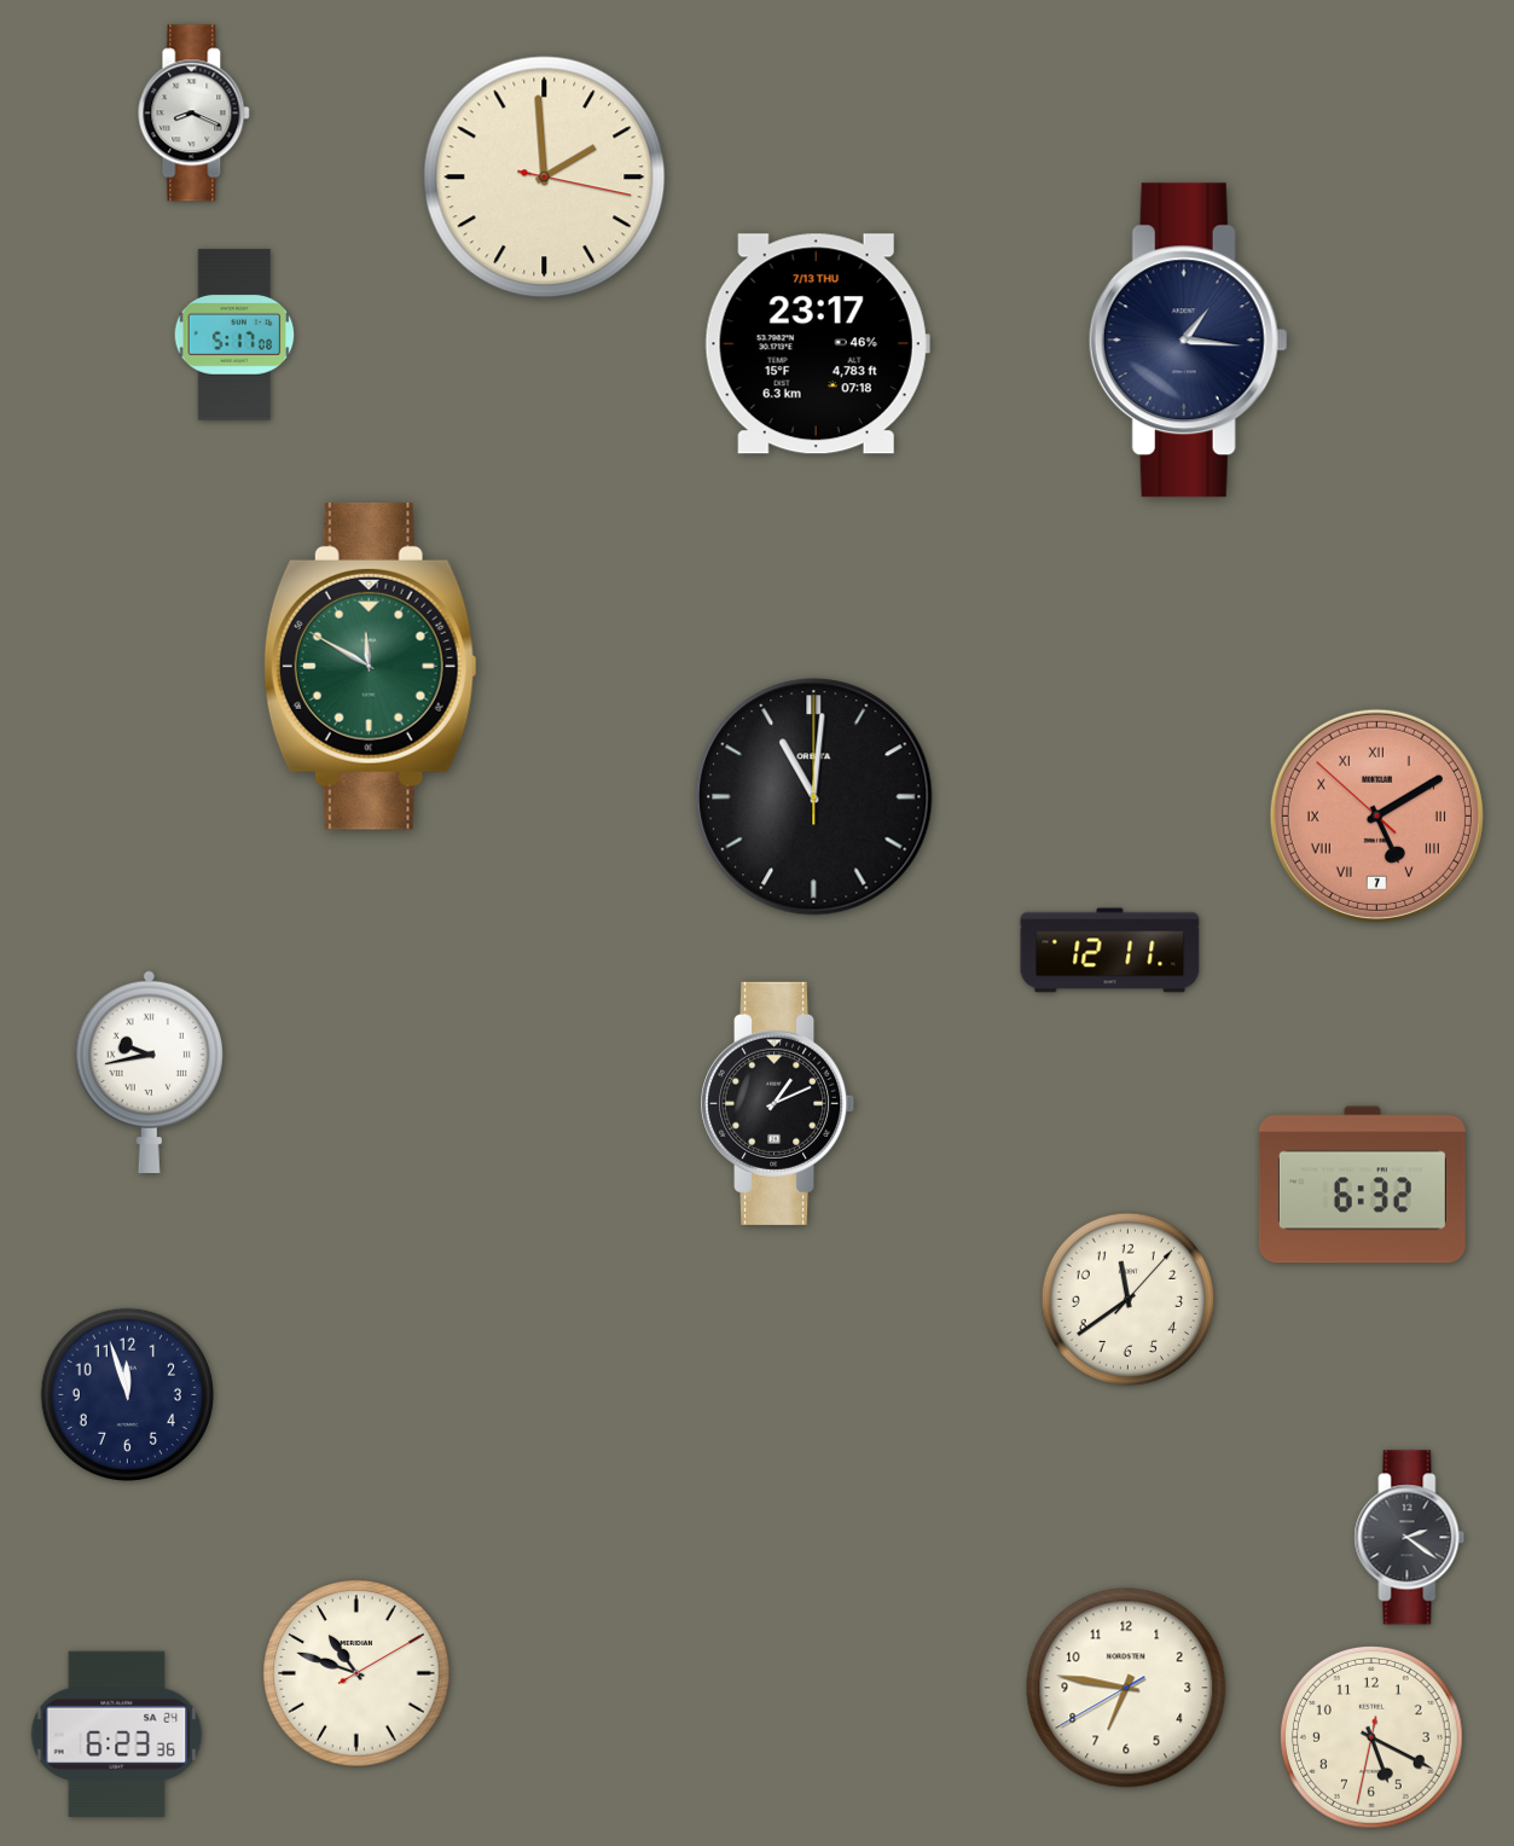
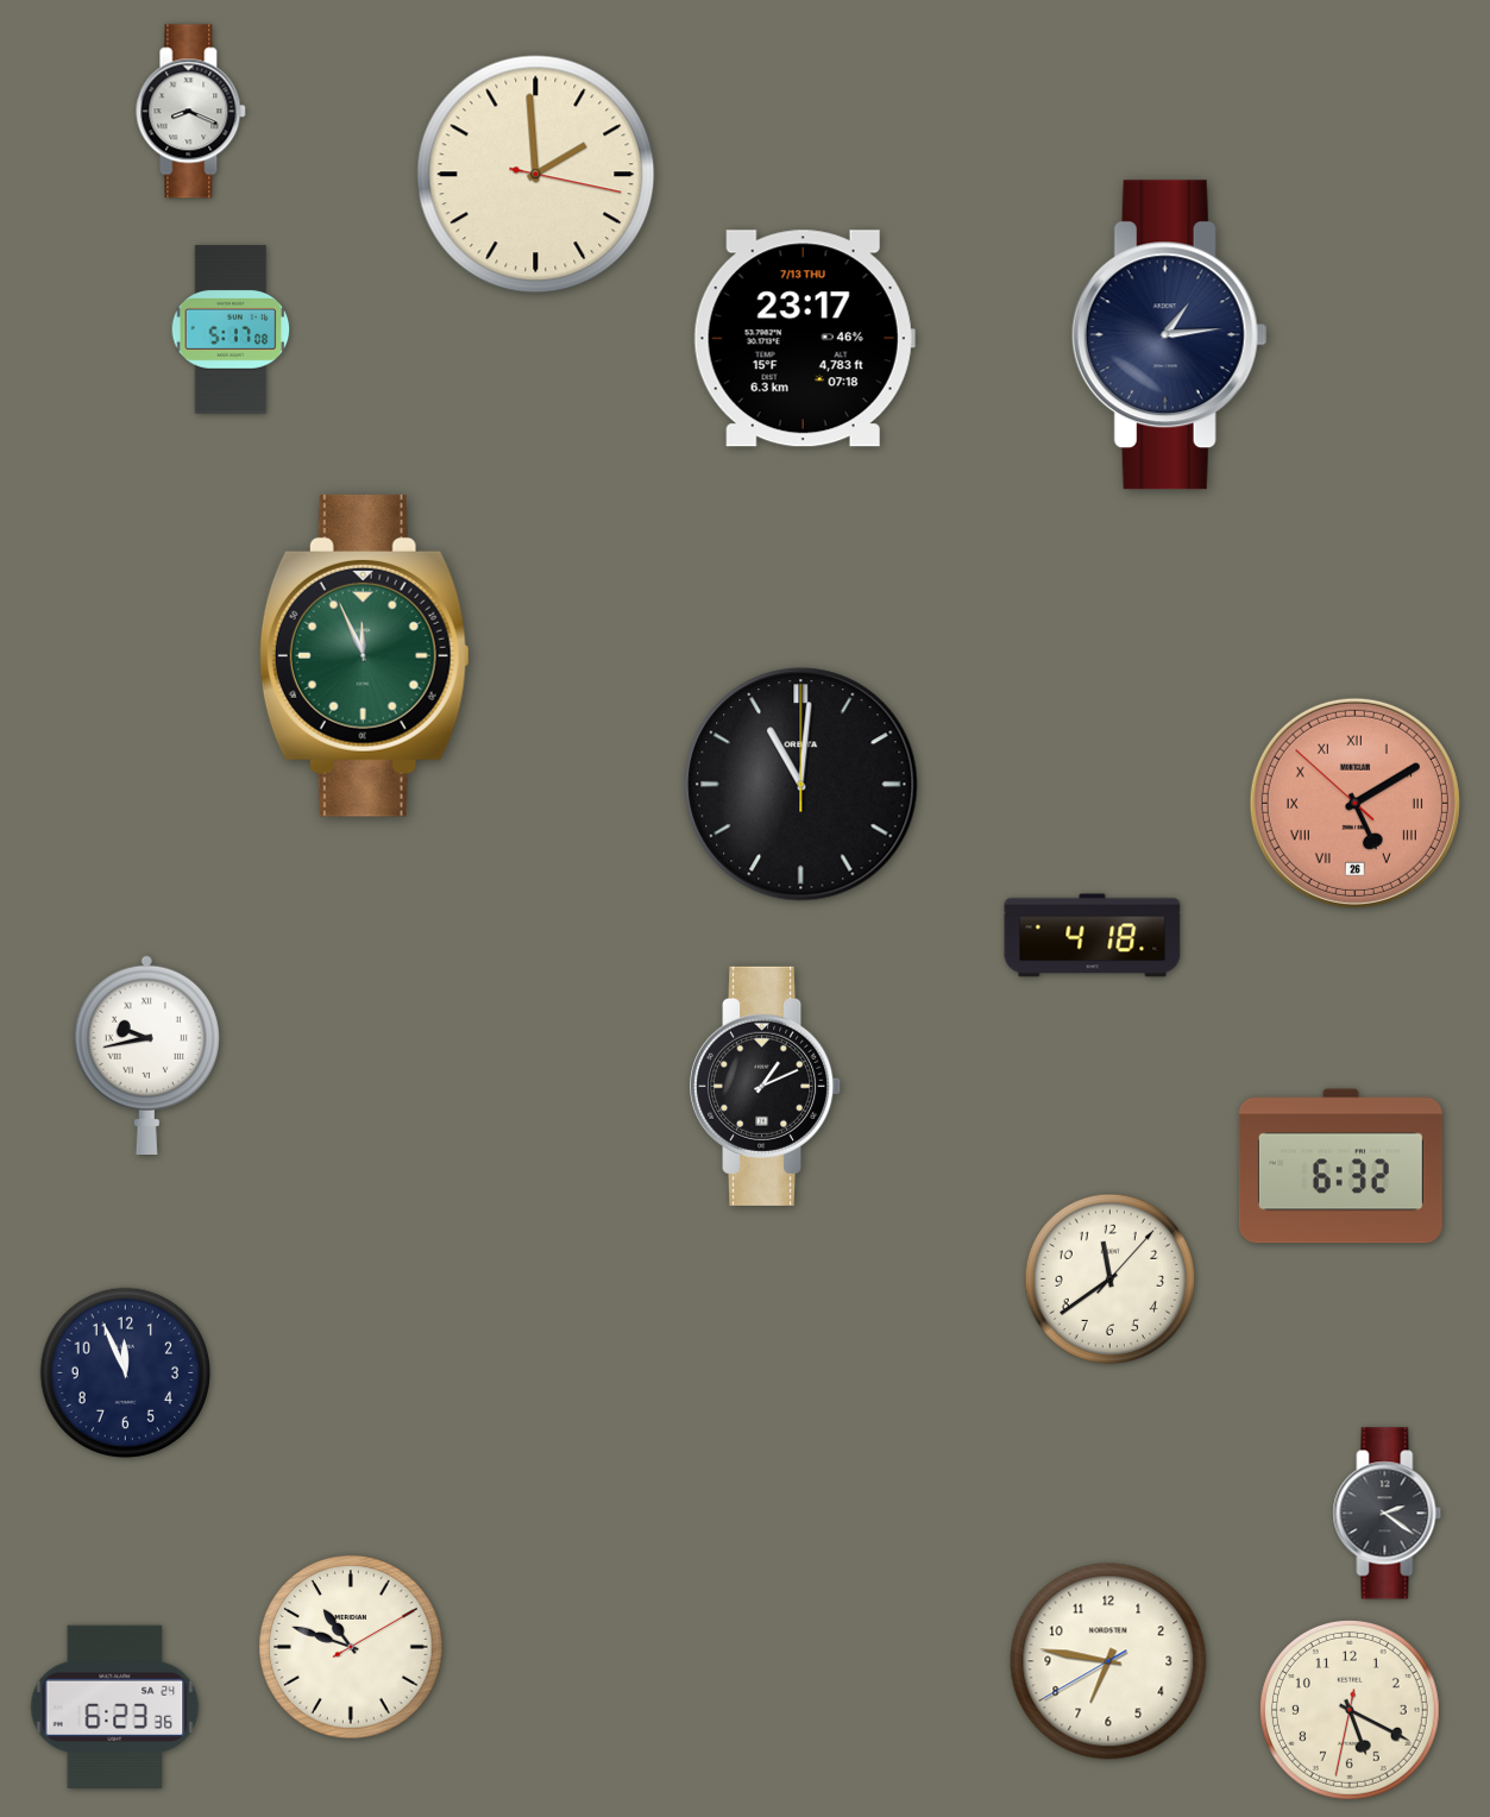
clock at (1188, 341): 1:16 -> 1:14
clock at (370, 666): 11:50 -> 11:56
clock at (1376, 815) date: 7 -> 26
clock at (1110, 951): 12:11 -> 4:18
clock at (127, 1394): 11:57 -> 11:56
